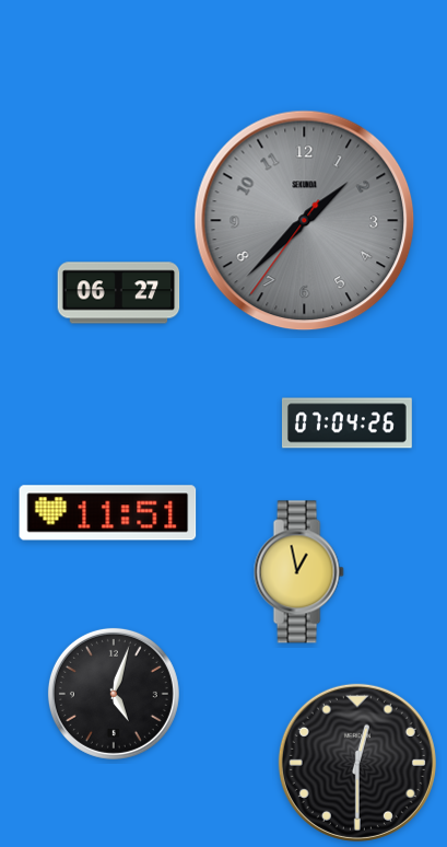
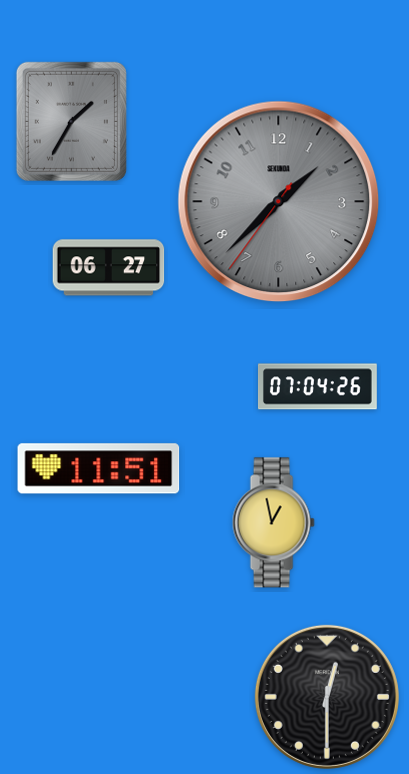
clock at (71, 121): none -> 1:35
clock at (114, 694): 5:03 -> none
